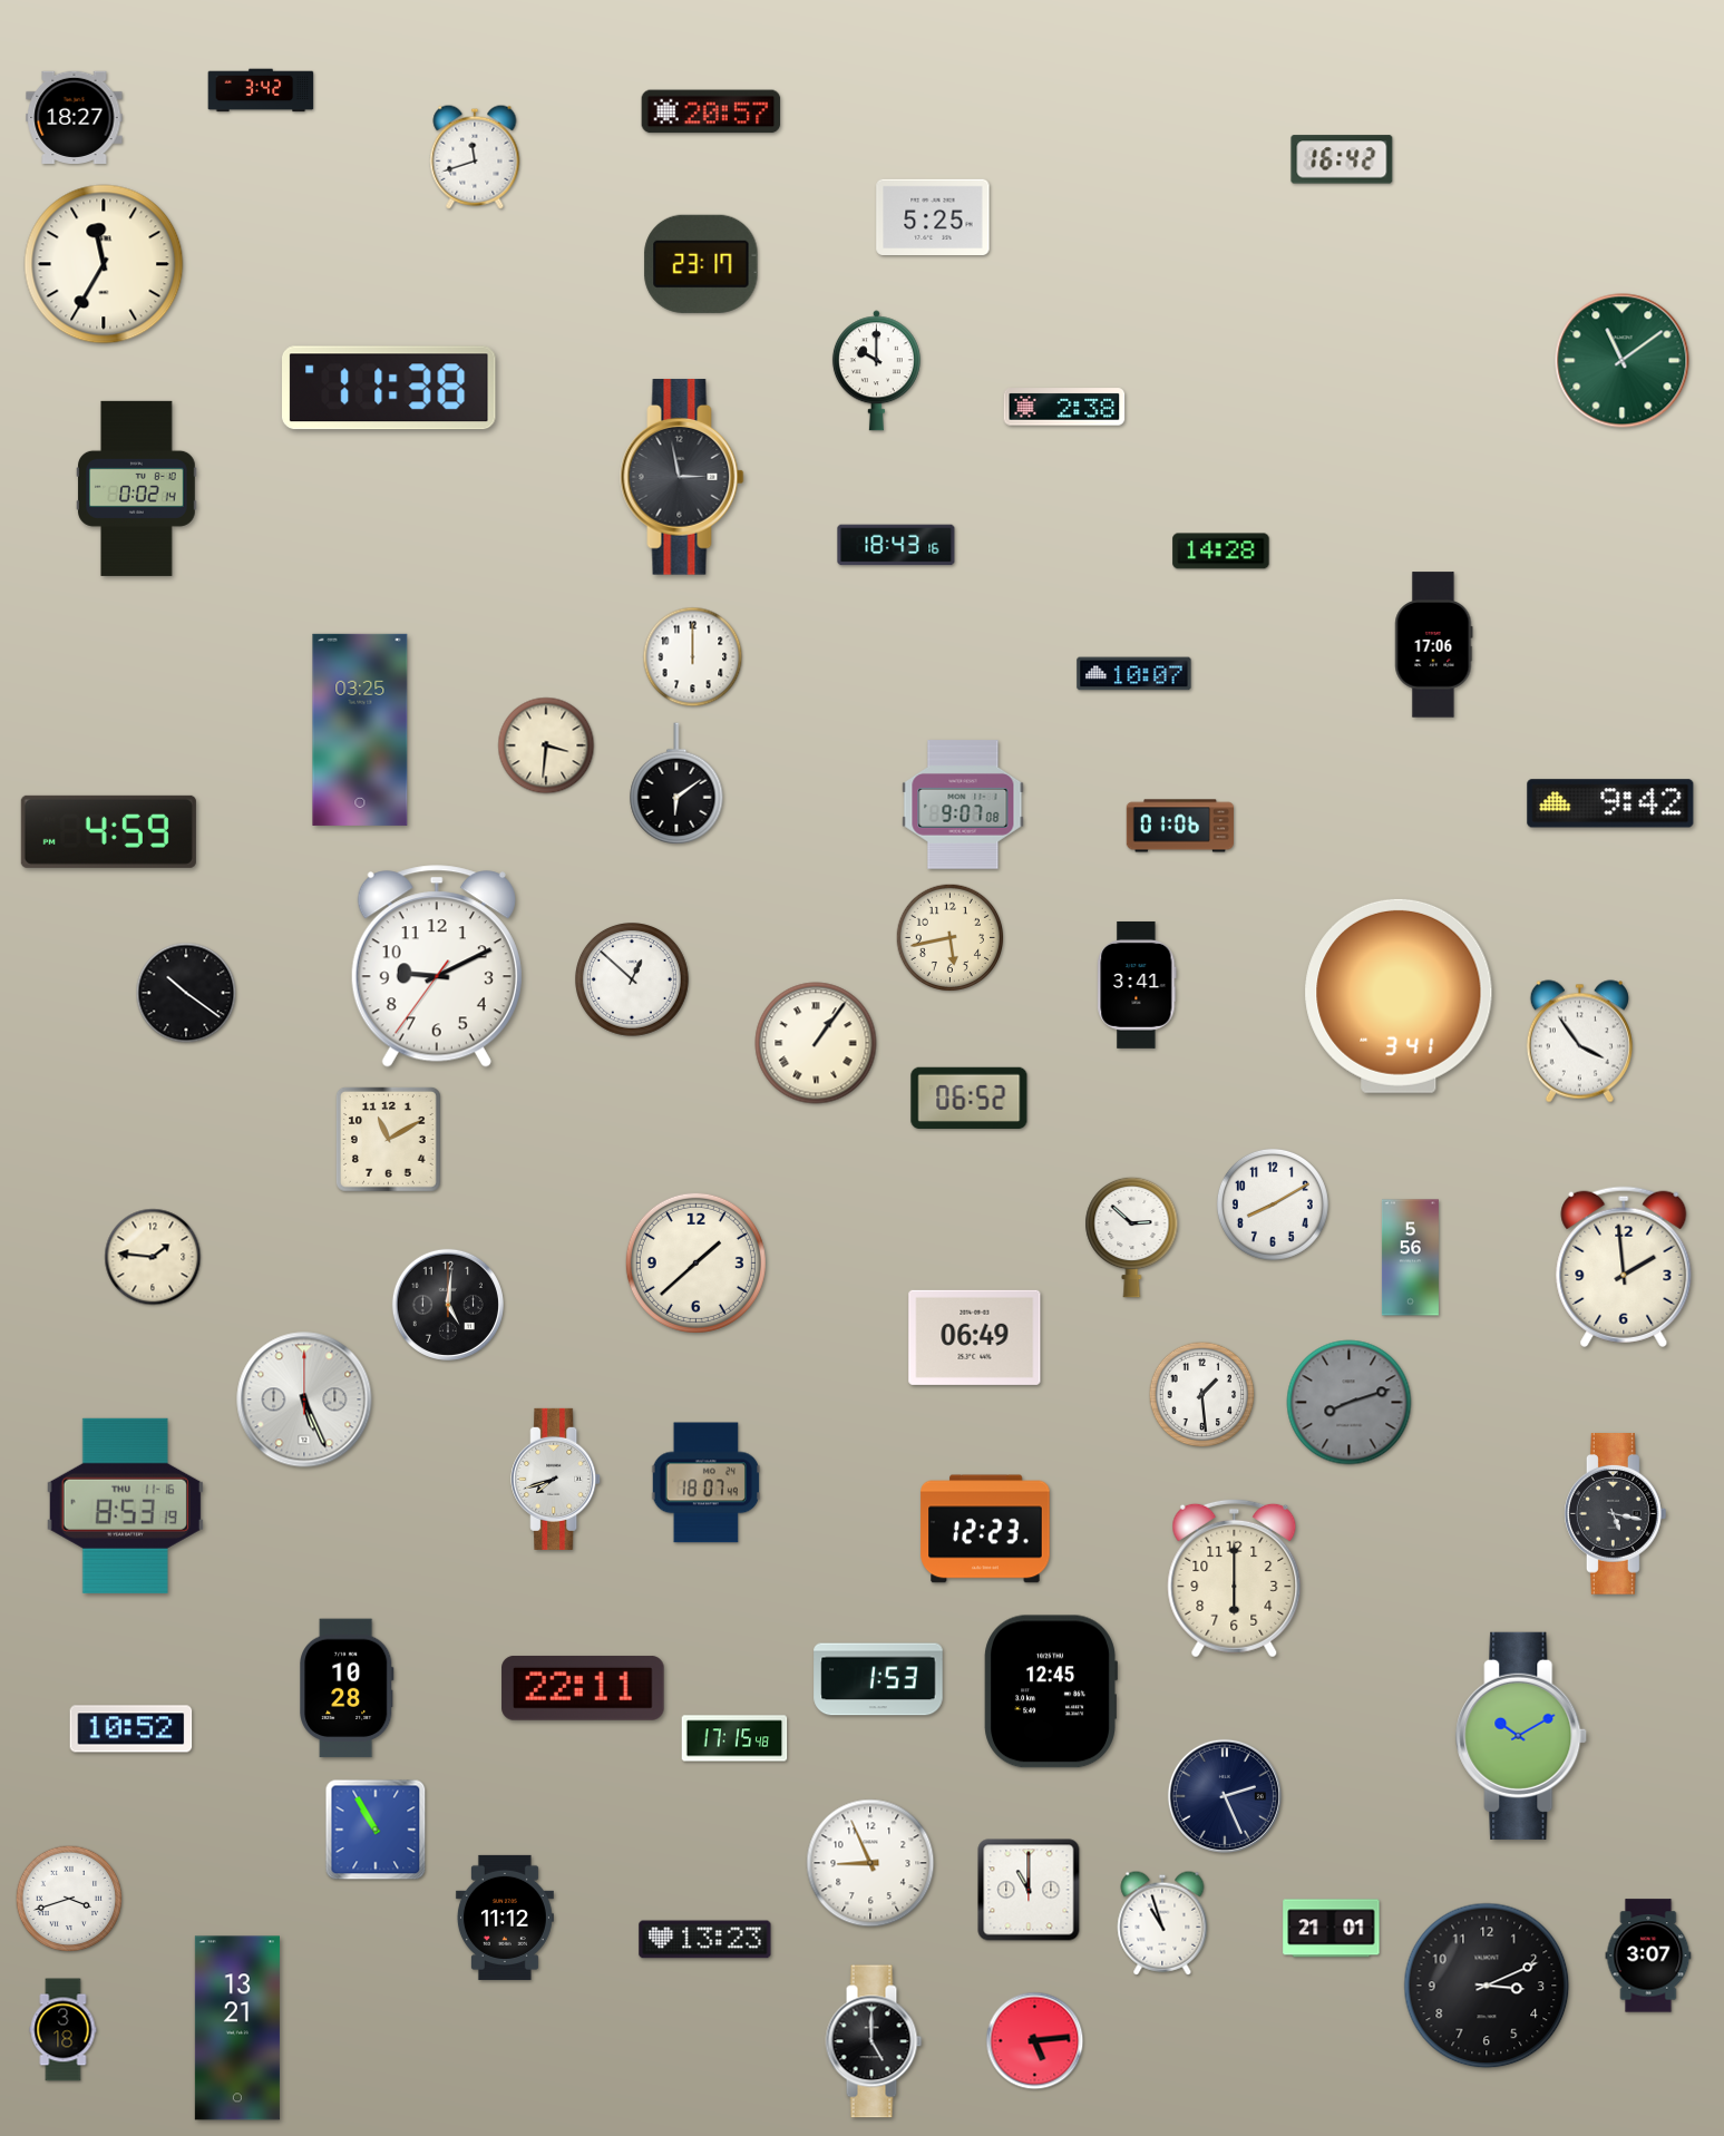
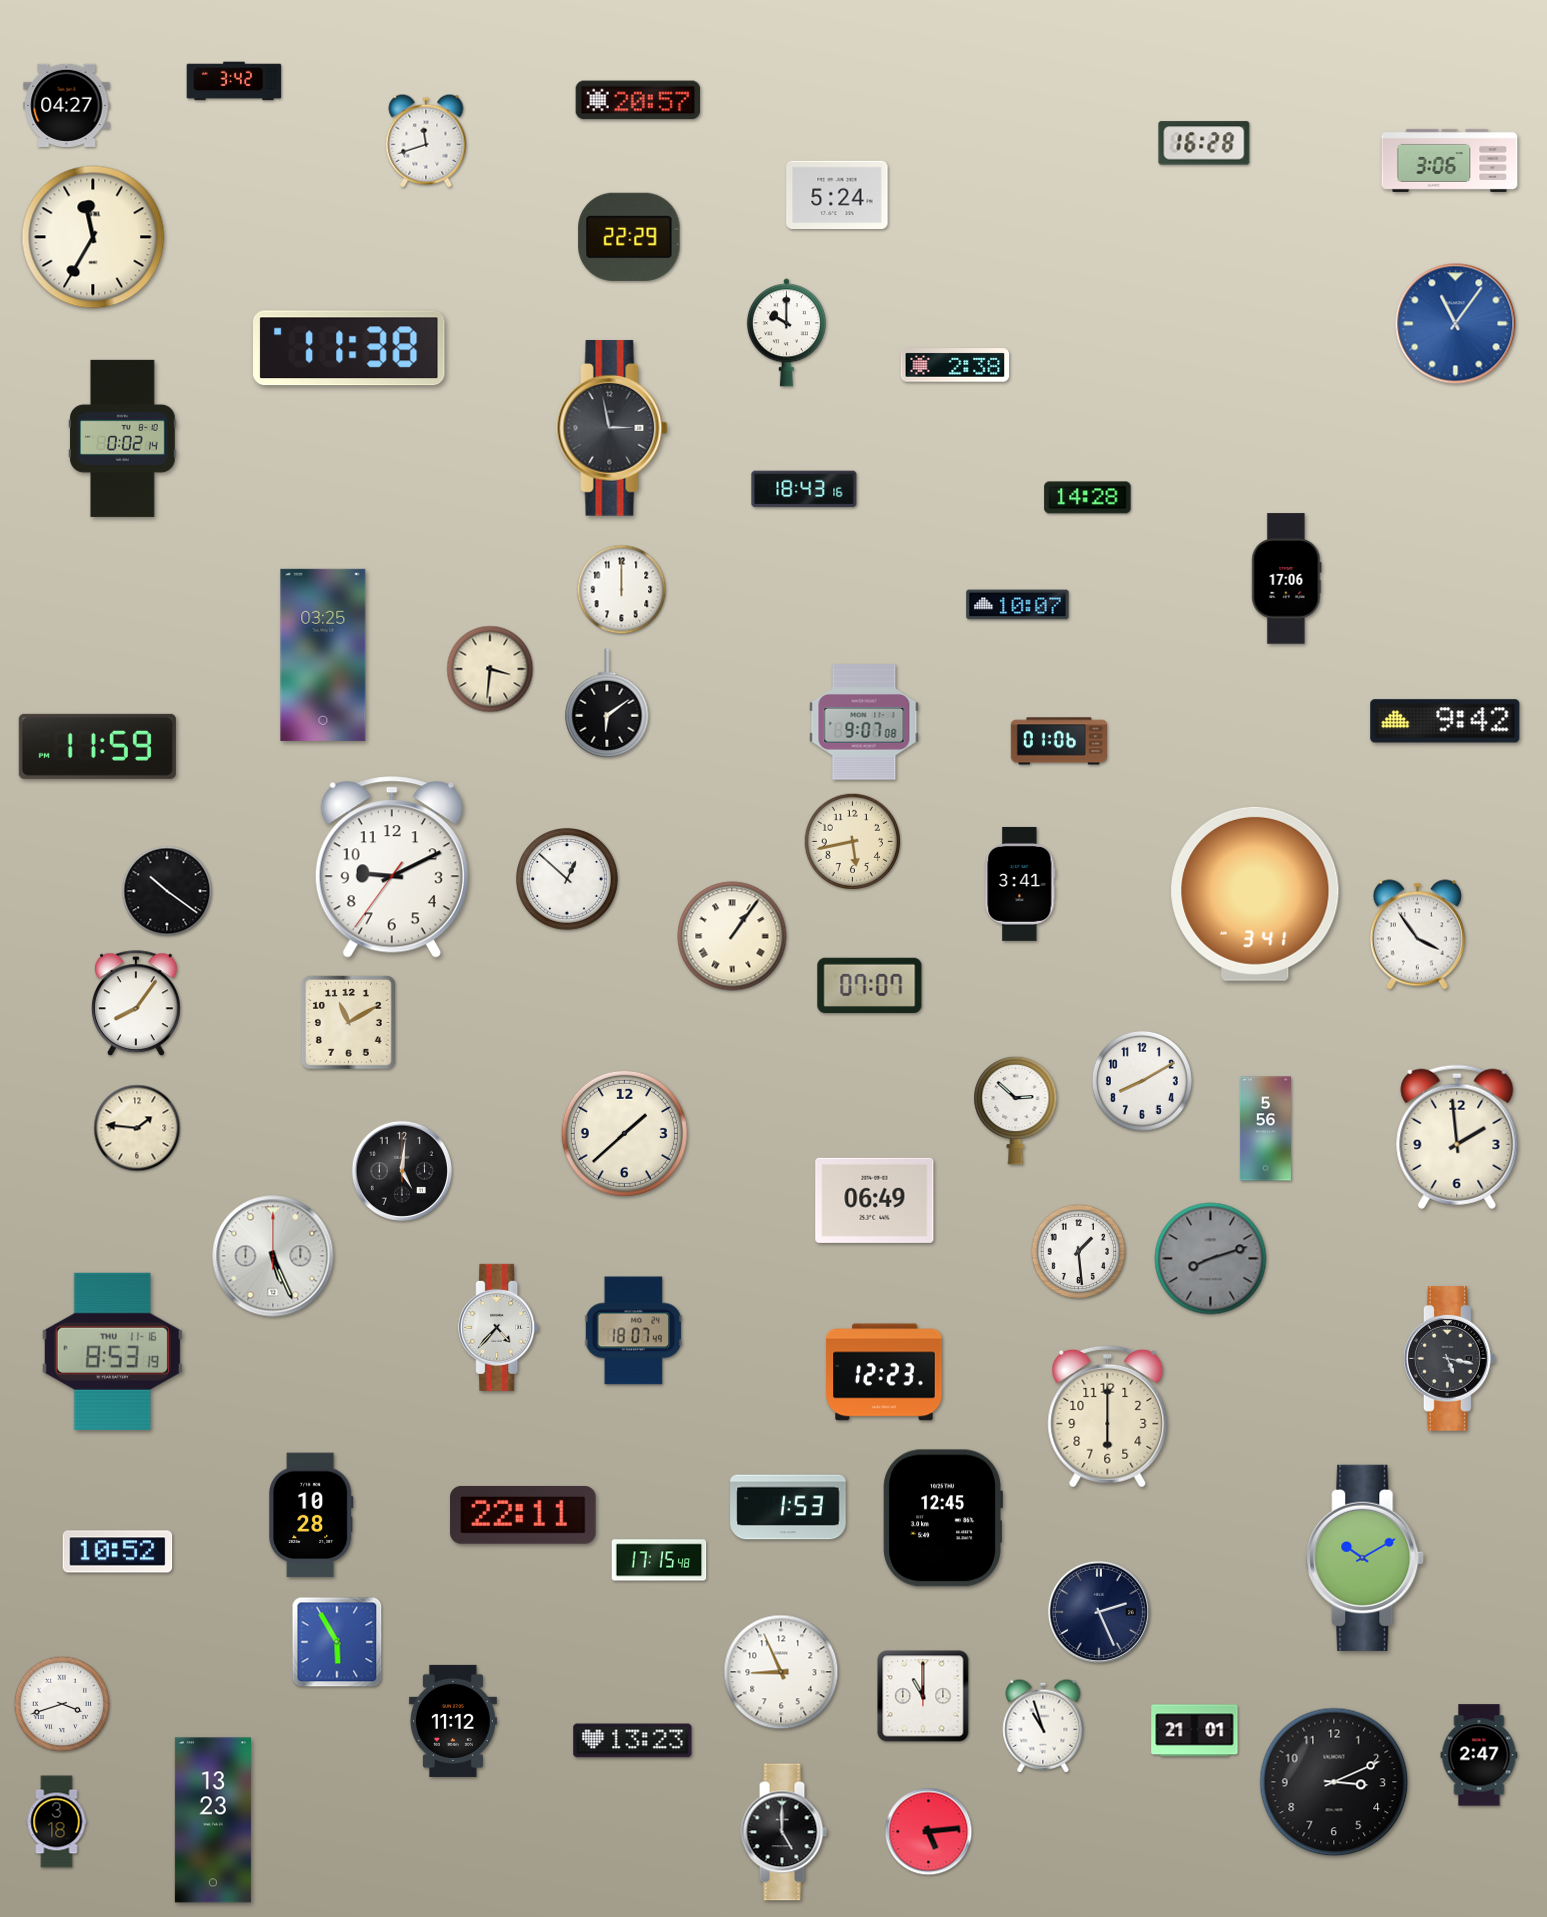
clock at (75, 117): 18:27 -> 04:27
clock at (1342, 159): 16:42 -> 16:28
clock at (1450, 160): none -> 3:06
clock at (933, 217): 5:25 -> 5:24
clock at (701, 264): 23:17 -> 22:29
clock at (1623, 361): 11:09 -> 11:06
clock at (1623, 361) dial: green -> blue
clock at (1221, 552) position: (1221, 552) -> (1088, 498)
clock at (108, 831): 4:59 -> 11:59
clock at (970, 1098): 06:52 -> 07:07
clock at (136, 1004): none -> 8:06
clock at (556, 1479): 7:42 -> 4:37
clock at (376, 1830): 10:55 -> 5:55
clock at (1648, 1955): 3:07 -> 2:47
clock at (237, 2028): 13:21 -> 13:23
